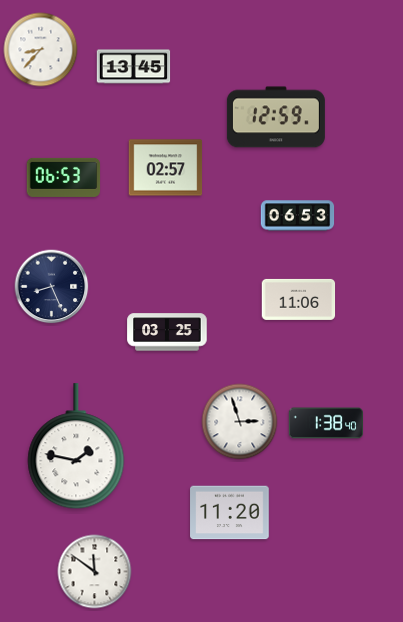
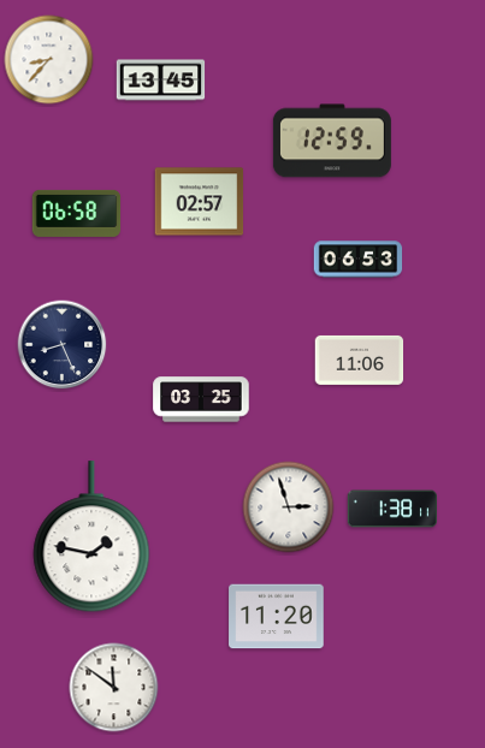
clock at (64, 177): 06:53 -> 06:58
clock at (325, 423): 1:38:40 -> 1:38:11
